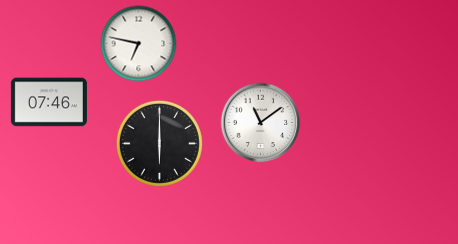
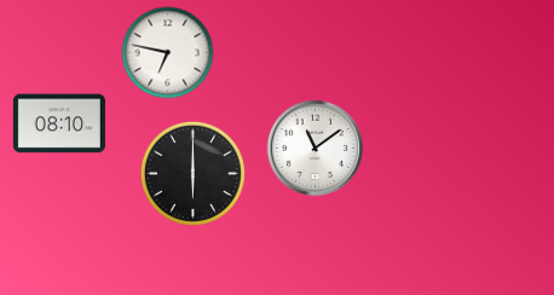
clock at (49, 102): 07:46 -> 08:10
